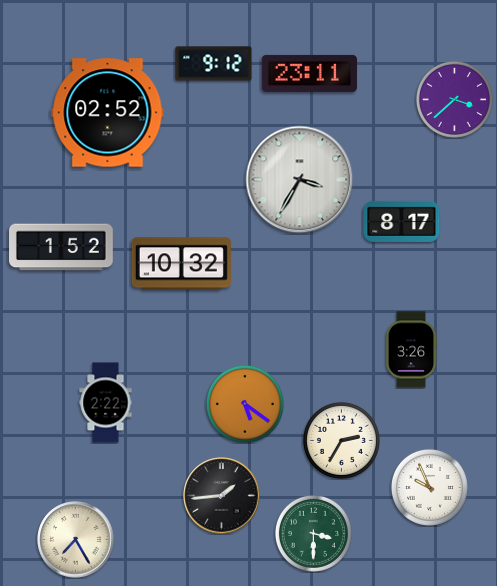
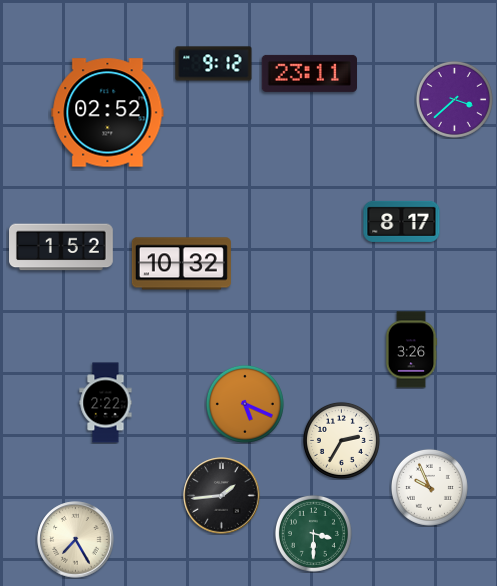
clock at (300, 180): 3:35 -> none
clock at (245, 404): 5:21 -> 5:19
